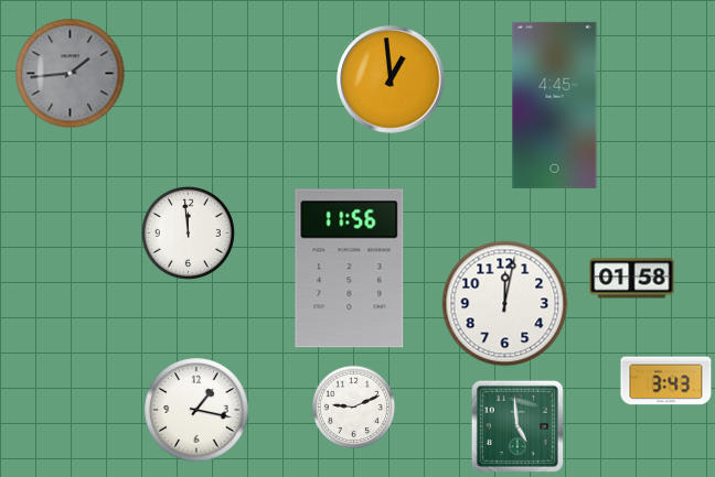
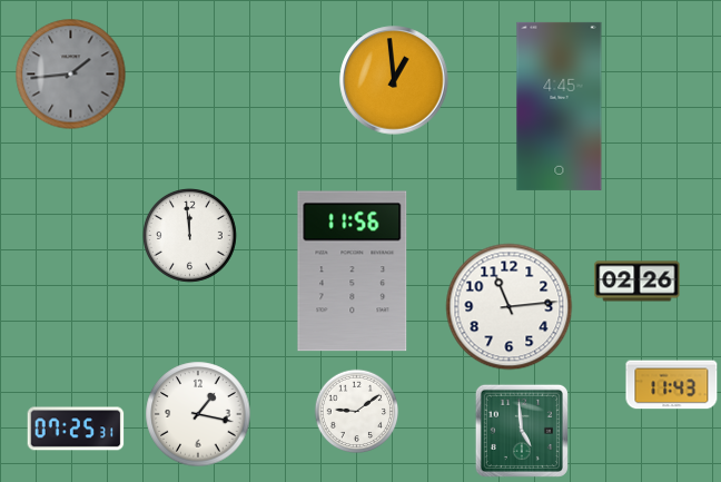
clock at (632, 279): 01:58 -> 02:26
clock at (505, 304): 12:02 -> 11:14
clock at (666, 381): 3:43 -> 11:43
clock at (354, 408): 9:11 -> 9:09
clock at (76, 429): none -> 07:25
